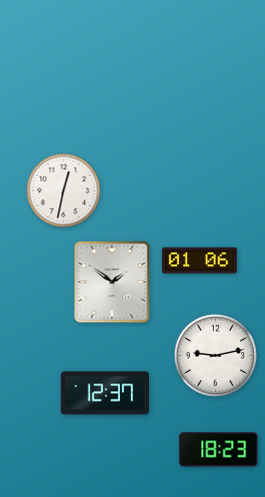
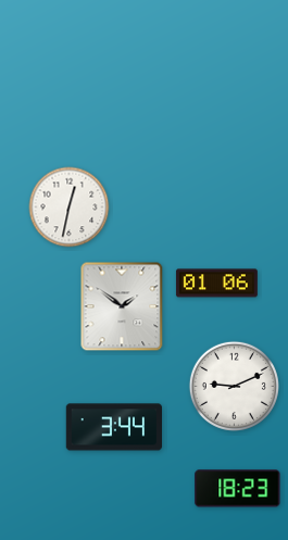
clock at (215, 355): 9:13 -> 9:11
clock at (105, 393): 12:37 -> 3:44
